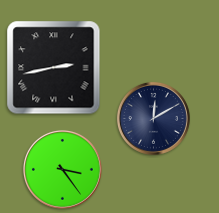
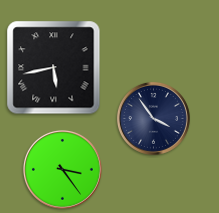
clock at (54, 68): 2:43 -> 5:43
clock at (153, 118): 12:10 -> 3:54
